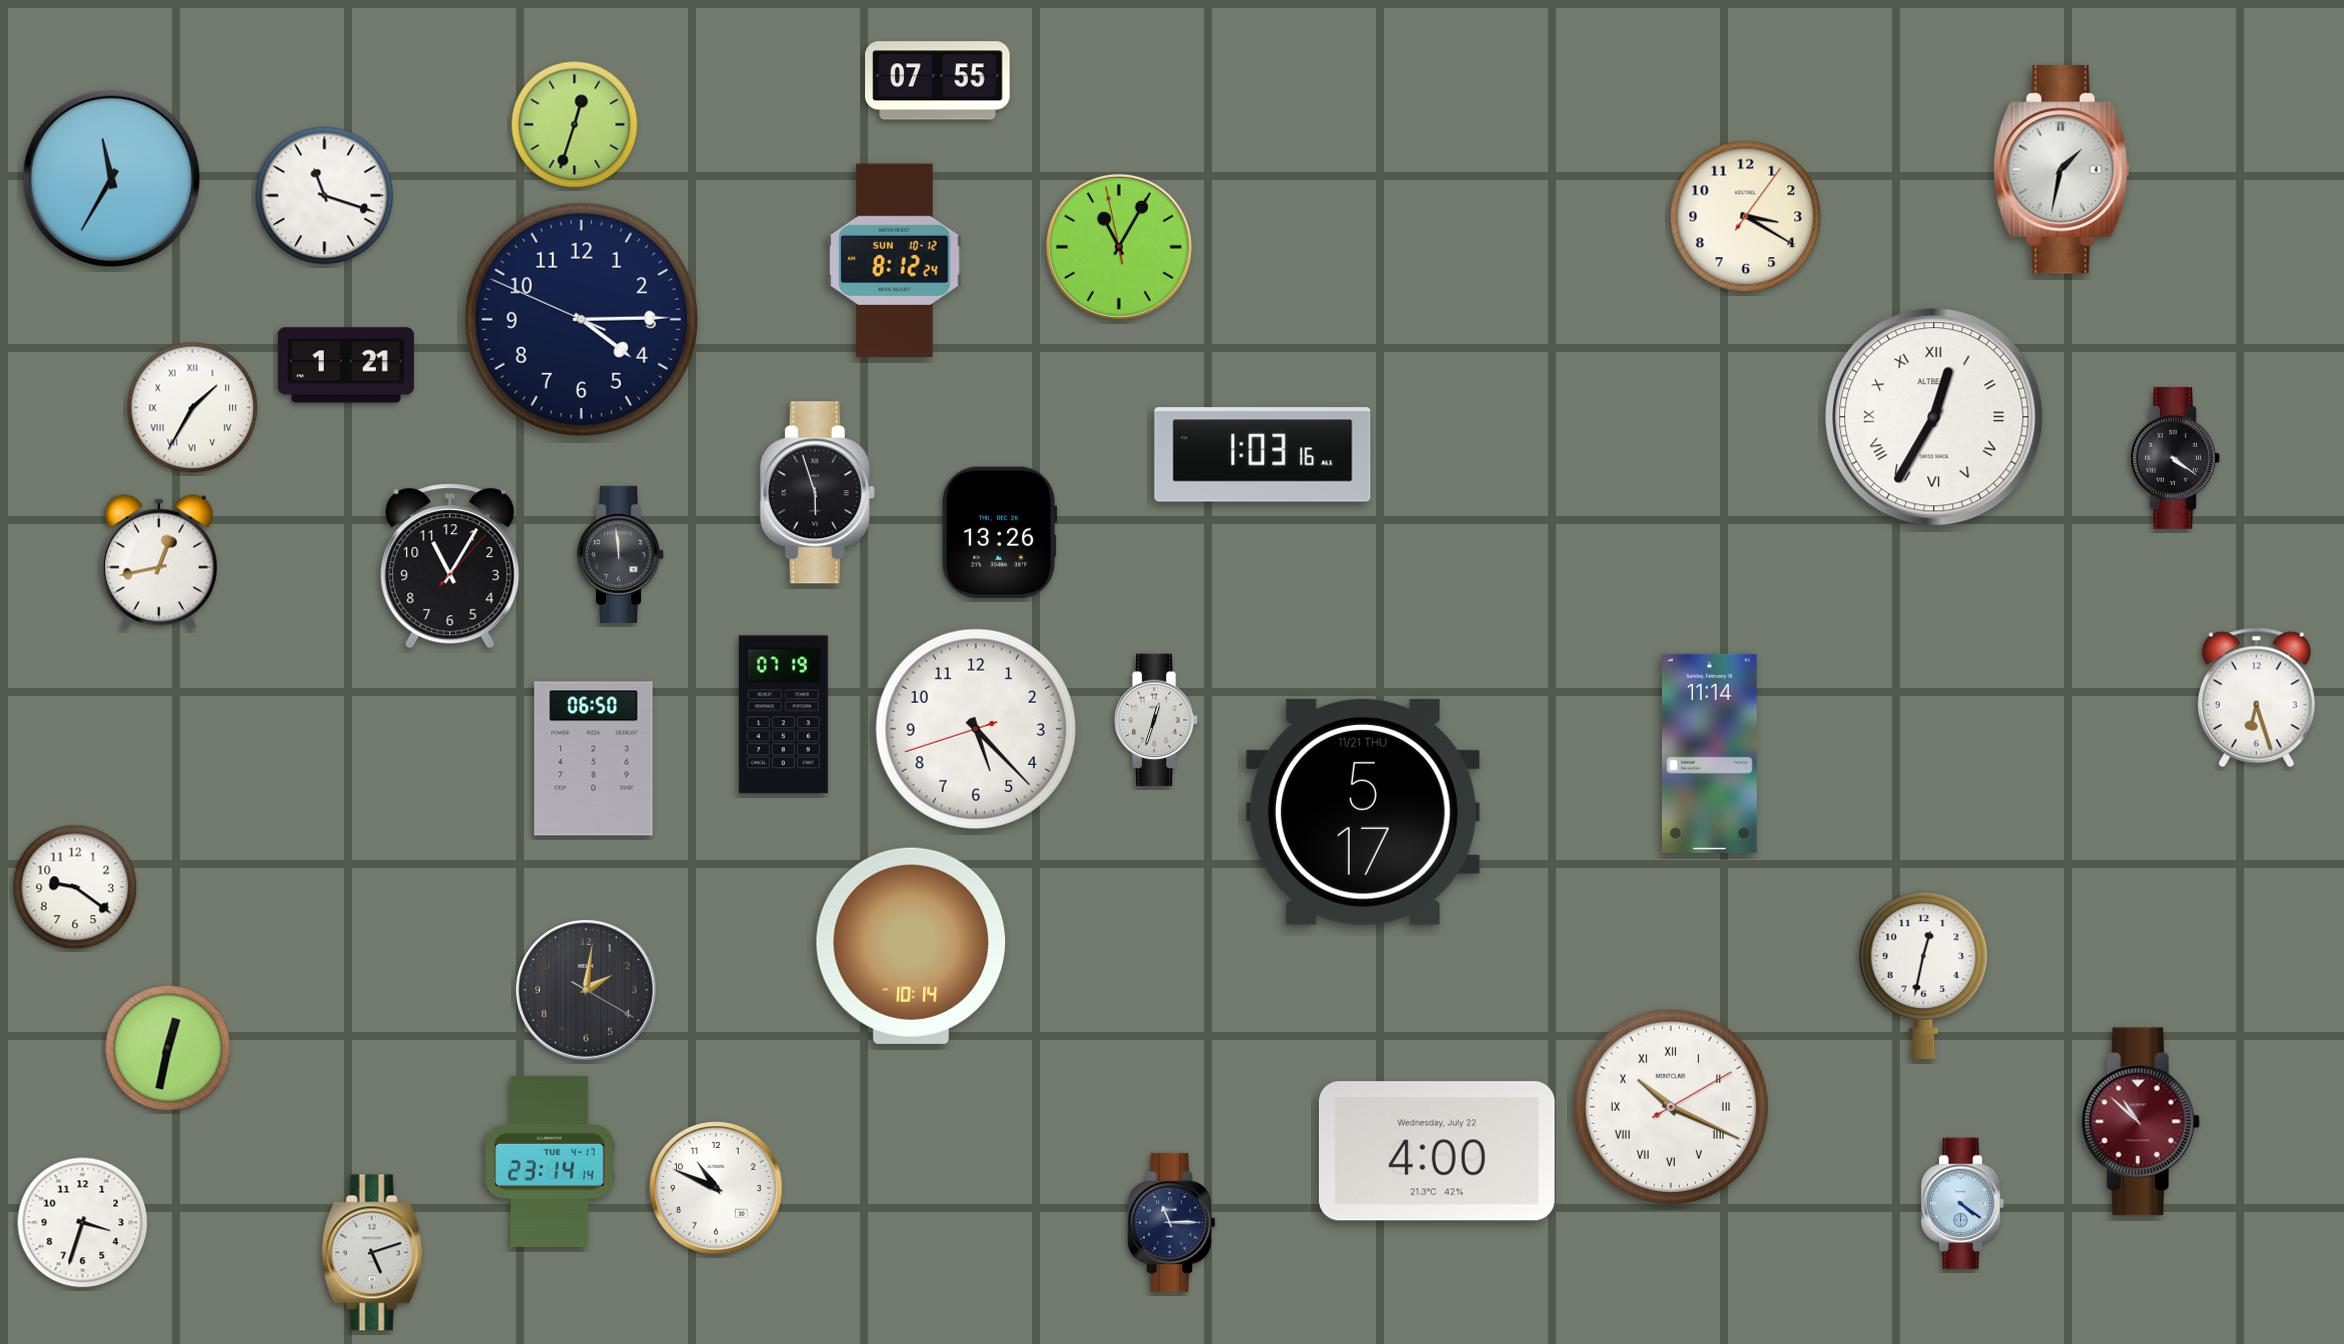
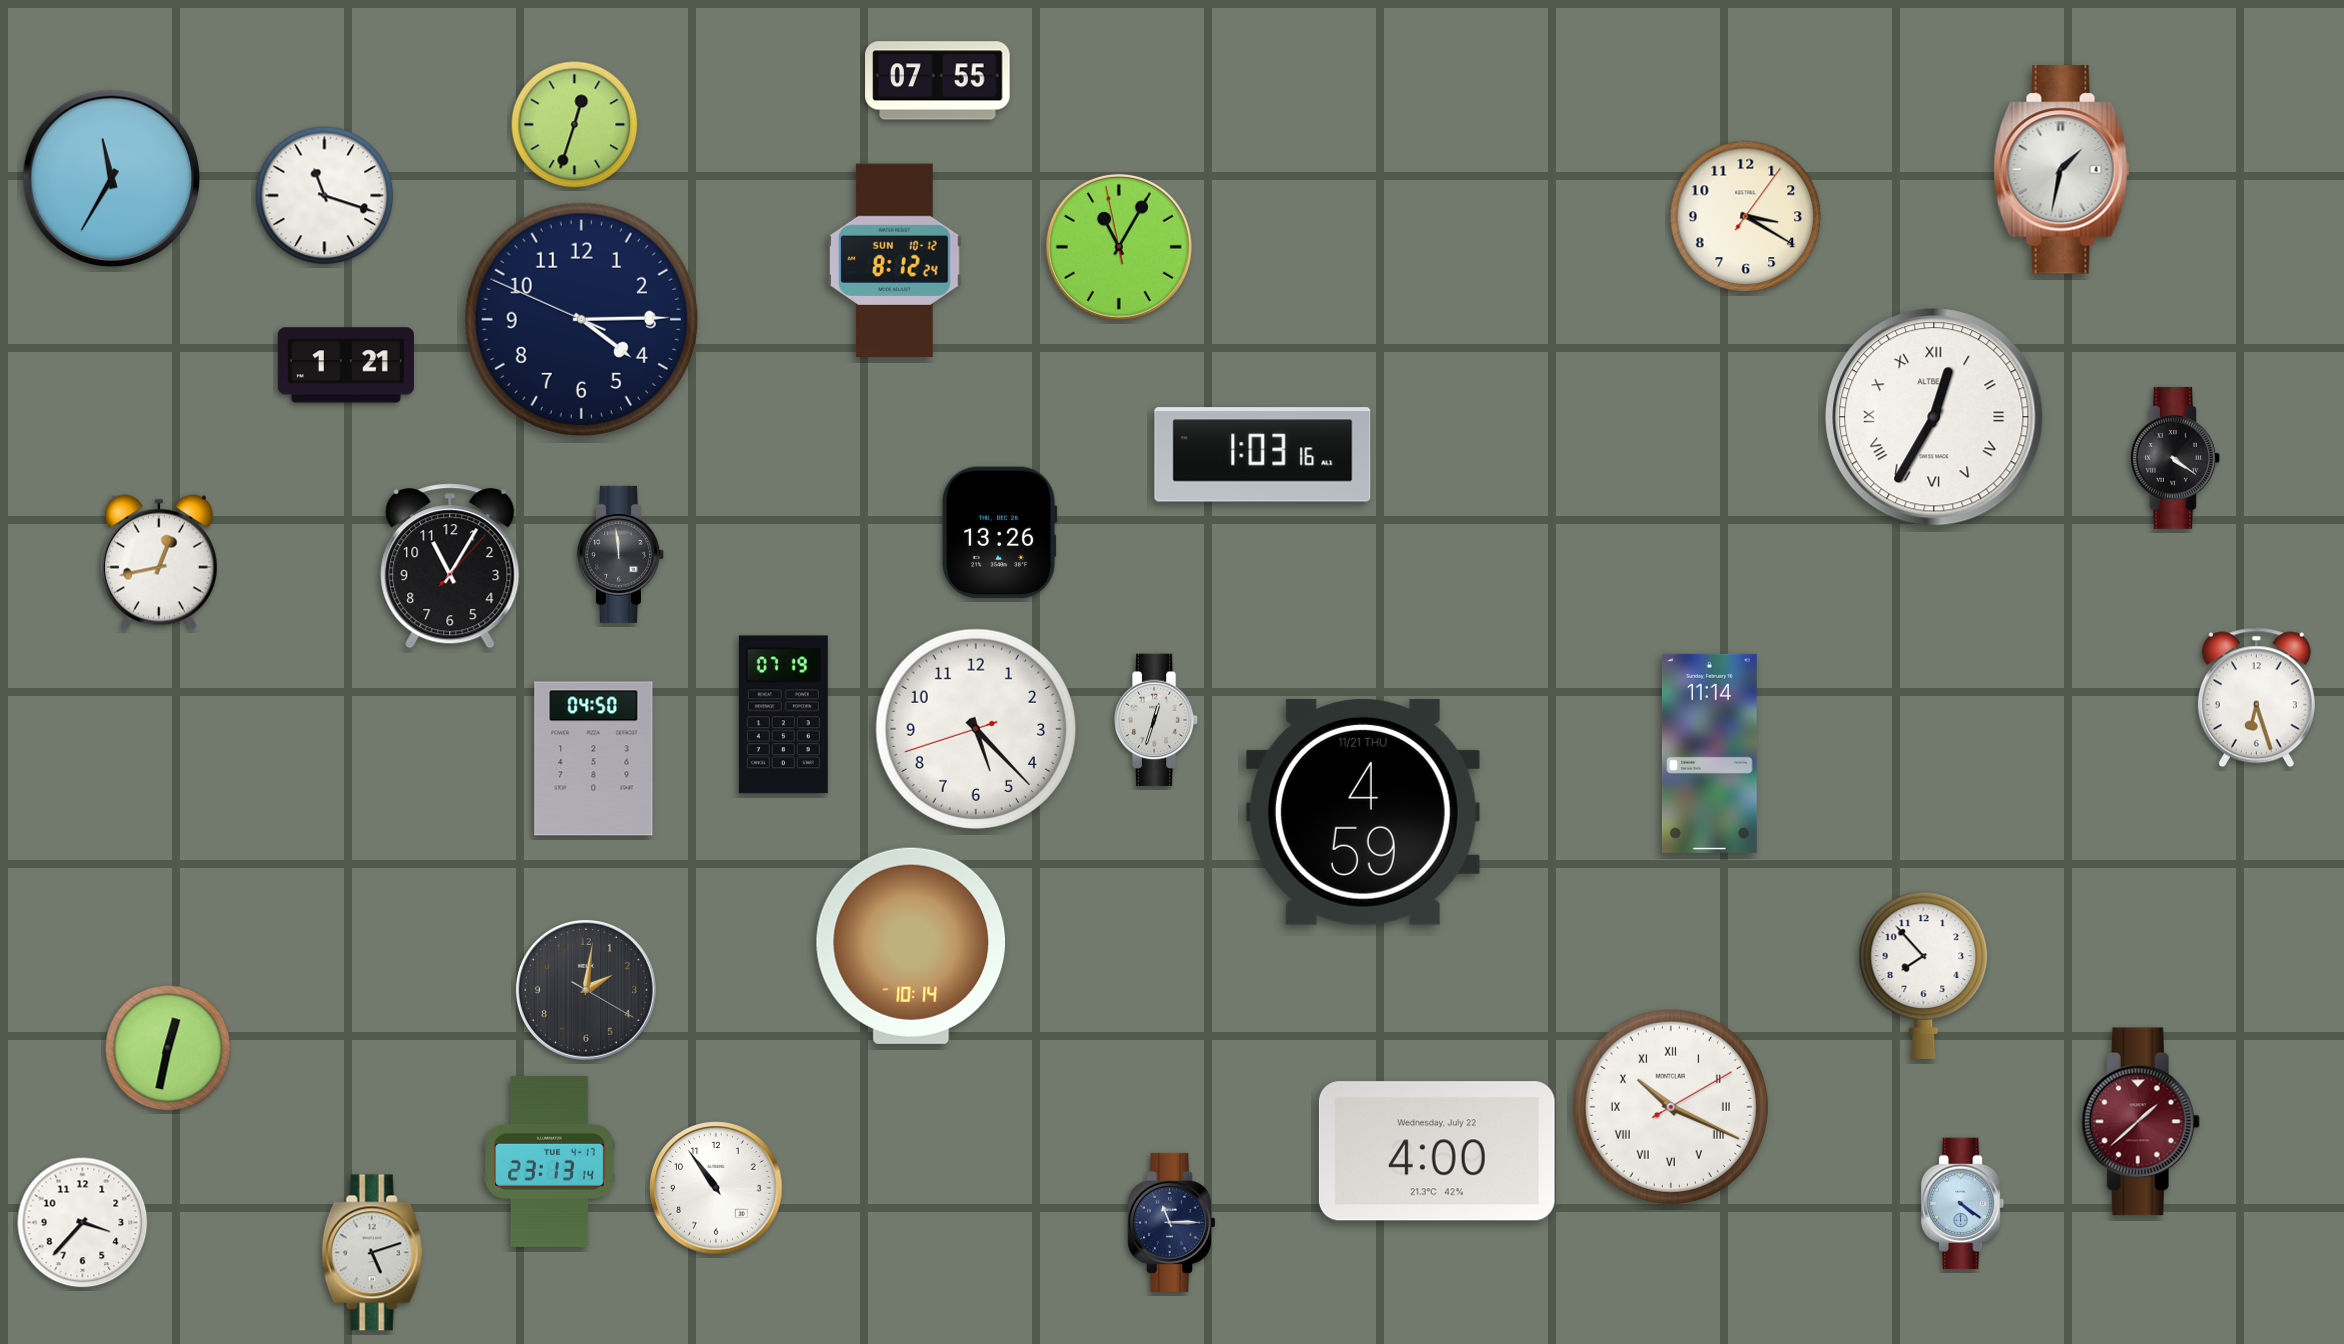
clock at (193, 408): 1:35 -> none
clock at (817, 493): 5:57 -> none
clock at (594, 759): 06:50 -> 04:50
clock at (1363, 812): 5:17 -> 4:59
clock at (75, 887): 9:21 -> none
clock at (1924, 975): 12:32 -> 7:53
clock at (2140, 1122): 10:52 -> 1:38
clock at (550, 1161): 23:14 -> 23:13
clock at (716, 1188): 10:49 -> 10:54
clock at (83, 1223): 3:33 -> 3:37
